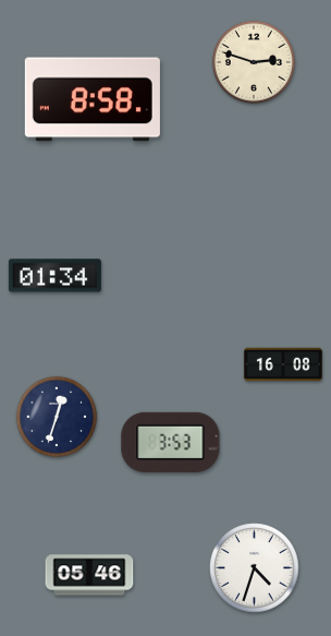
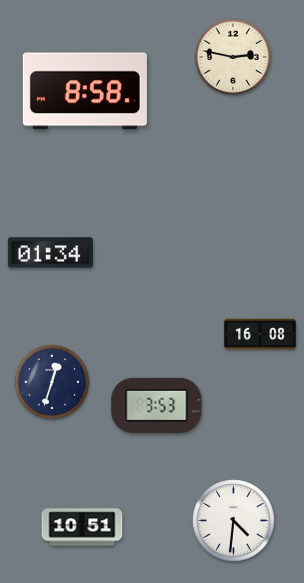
clock at (253, 61): 2:48 -> 2:47
clock at (255, 568): 4:33 -> 4:31
clock at (89, 575): 05:46 -> 10:51
